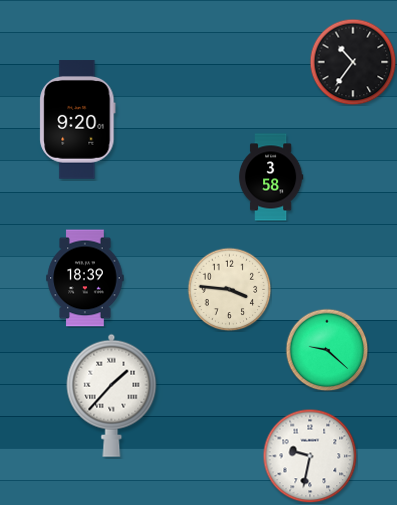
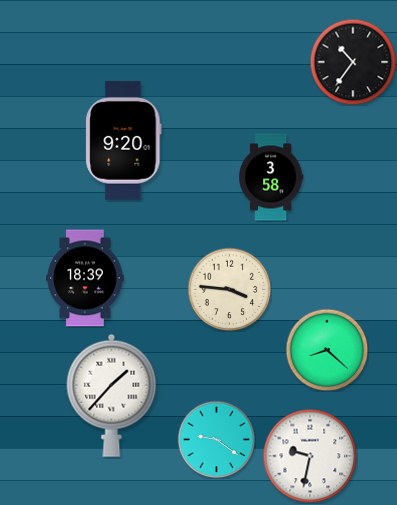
clock at (78, 120) position: (78, 120) -> (124, 141)
clock at (327, 350): 9:22 -> 8:22
clock at (216, 439): none -> 9:21
